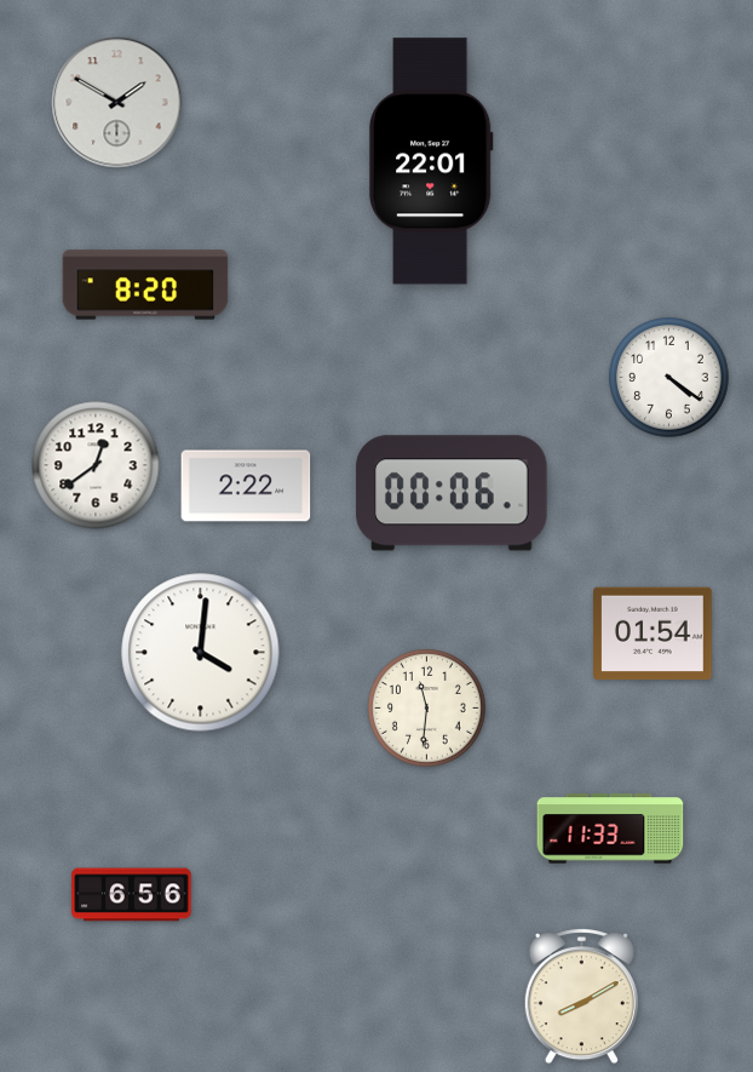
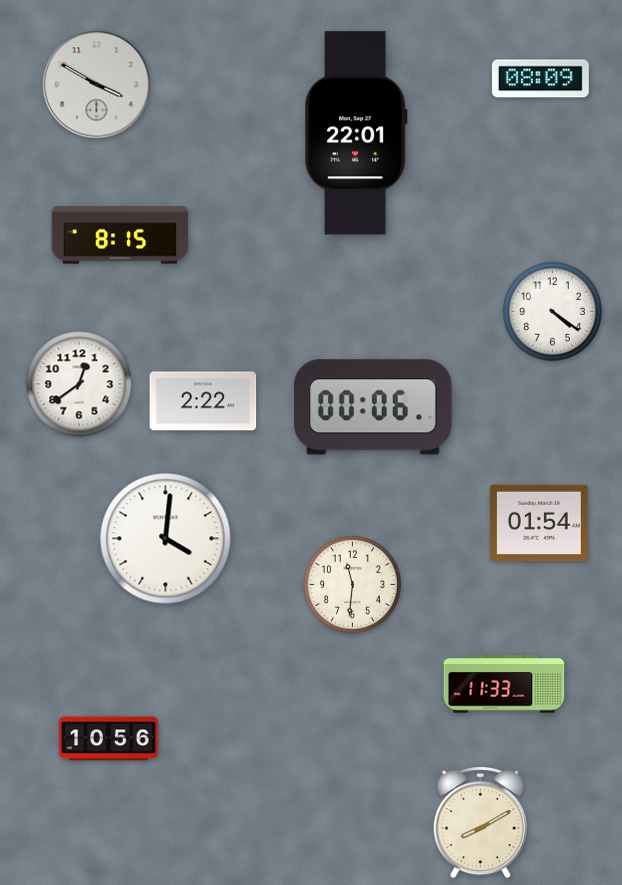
clock at (540, 79): none -> 08:09
clock at (117, 103): 1:50 -> 3:50
clock at (145, 285): 8:20 -> 8:15
clock at (132, 895): 6:56 -> 10:56
